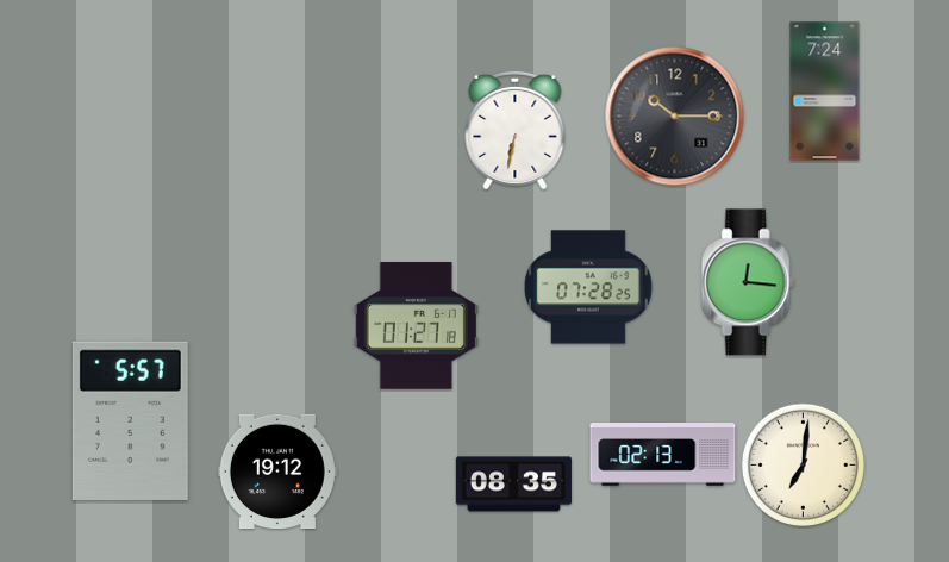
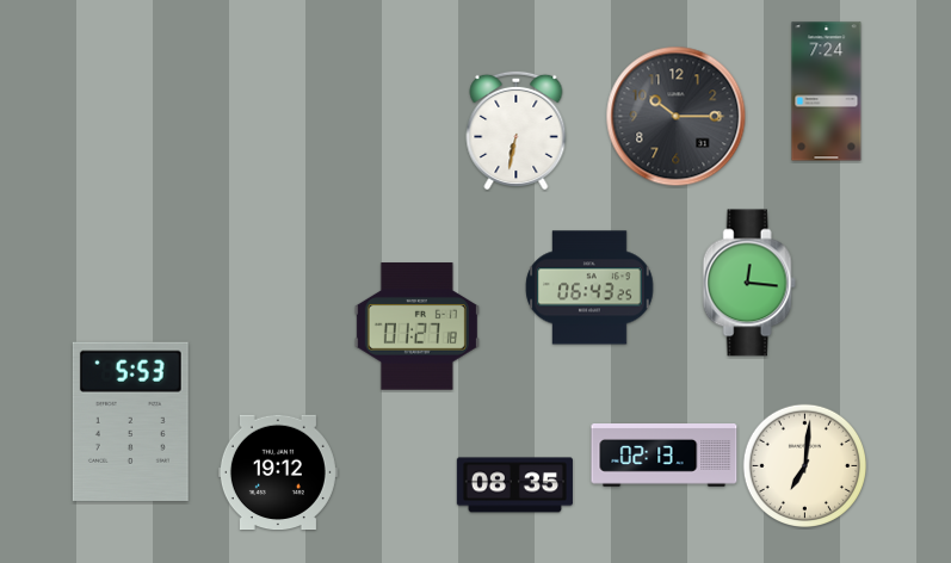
clock at (588, 287): 07:28 -> 06:43
clock at (130, 420): 5:57 -> 5:53
